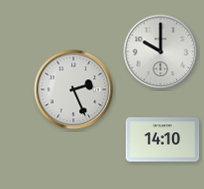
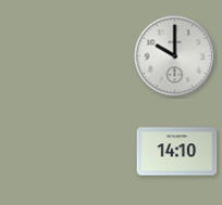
clock at (74, 90): 2:26 -> none
